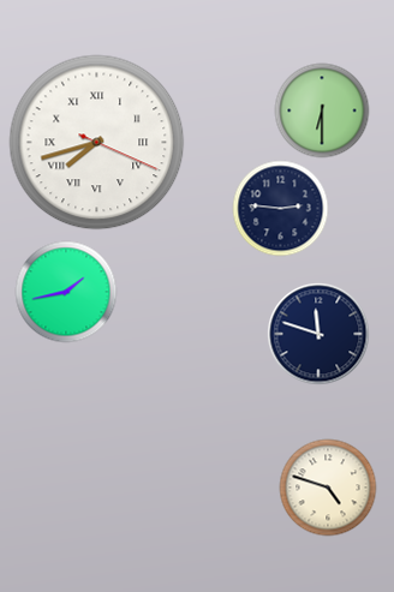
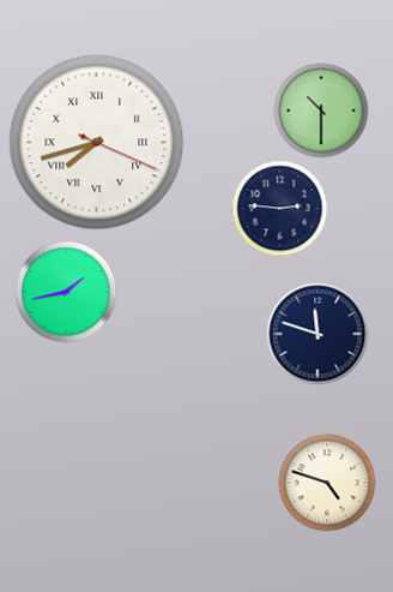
clock at (322, 110): 6:30 -> 10:30
clock at (328, 488) position: (328, 488) -> (327, 483)
